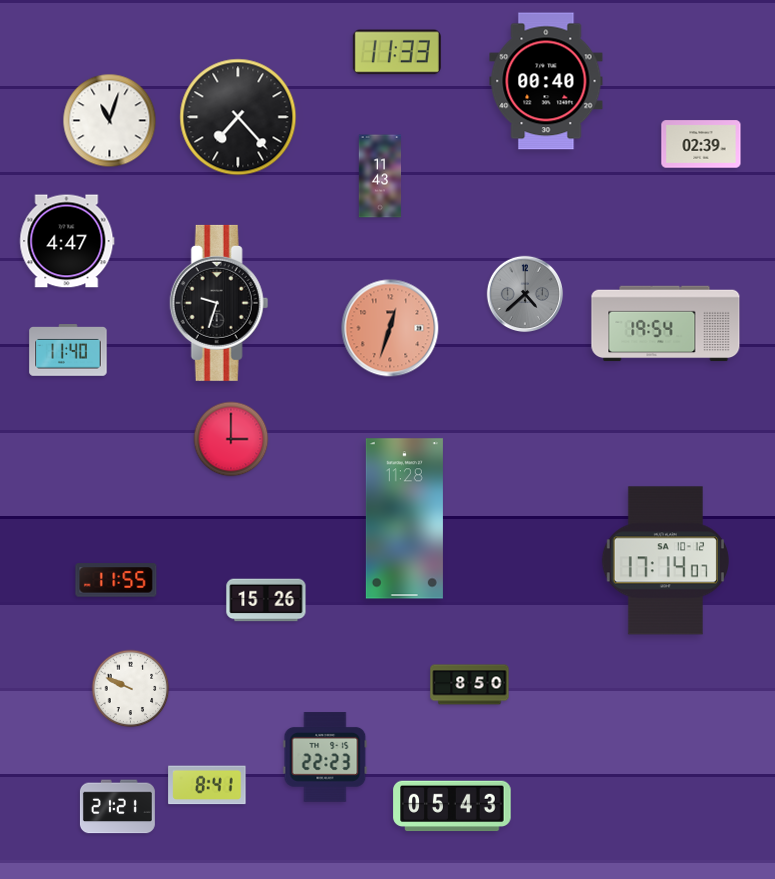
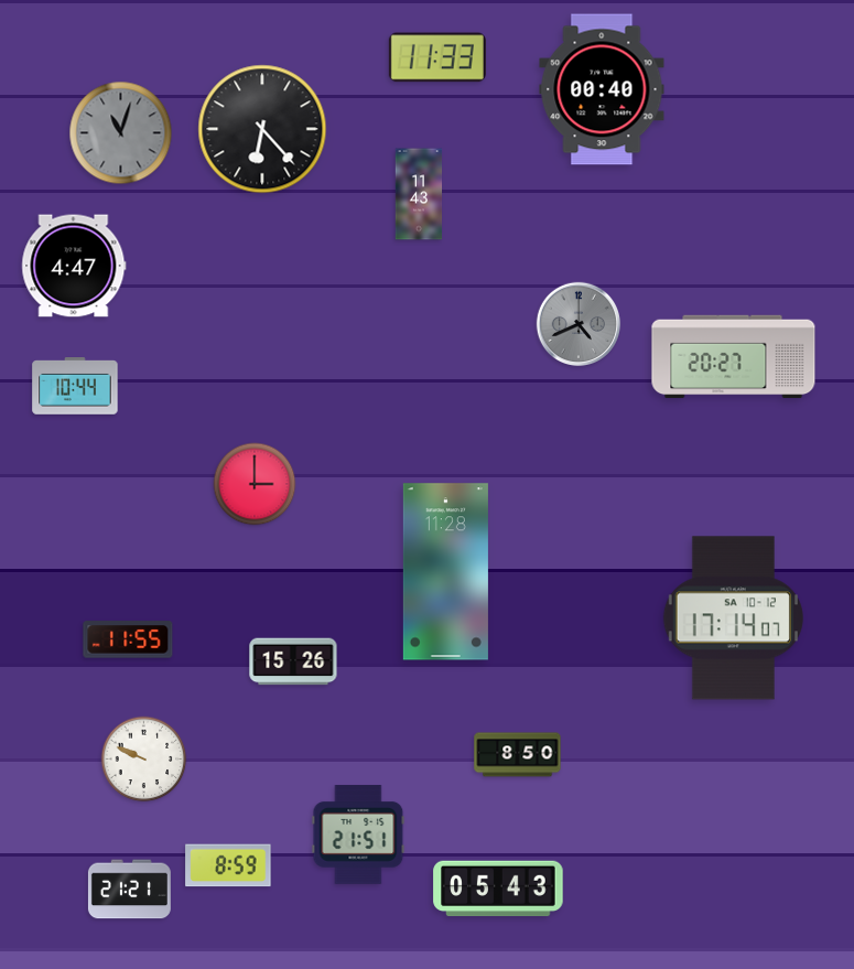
clock at (238, 117): 7:23 -> 6:23
clock at (110, 121) dial: white -> grey
clock at (701, 144): 02:39 -> none
clock at (525, 294): 4:38 -> 4:41
clock at (219, 303): 9:33 -> none
clock at (666, 324): 19:54 -> 20:27
clock at (390, 328): 12:33 -> none
clock at (68, 351): 11:40 -> 10:44
clock at (325, 757): 22:23 -> 21:51
clock at (207, 785): 8:41 -> 8:59
